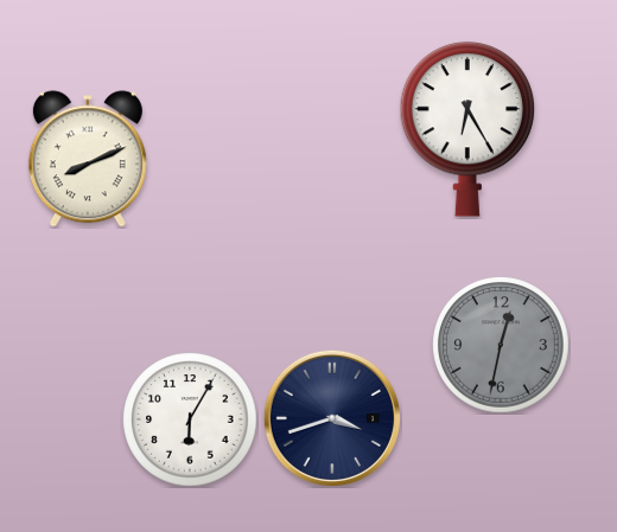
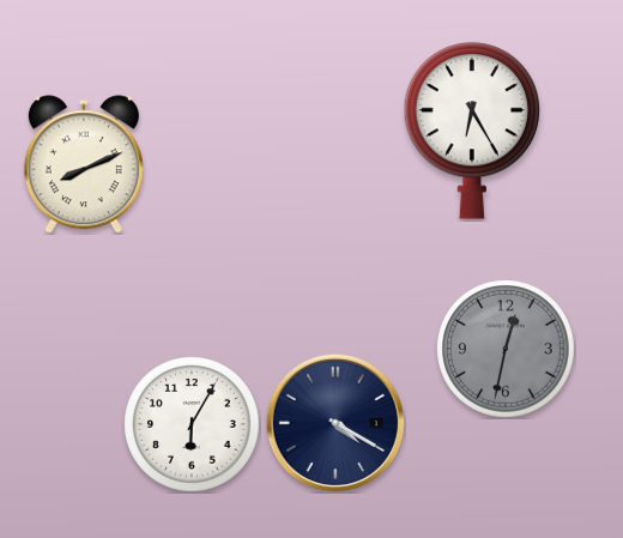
clock at (88, 159) position: (88, 159) -> (84, 164)
clock at (331, 417): 3:42 -> 4:20
